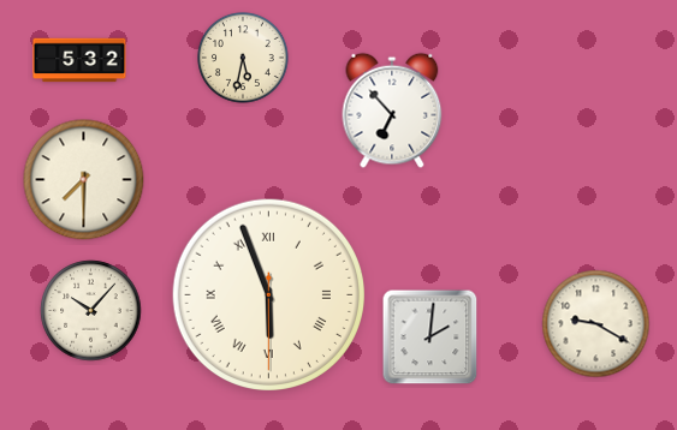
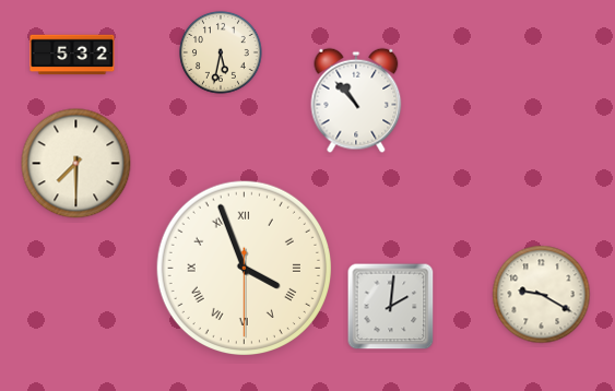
clock at (392, 111): 6:53 -> 10:53
clock at (268, 294): 5:56 -> 3:56
clock at (91, 311): 10:07 -> none
